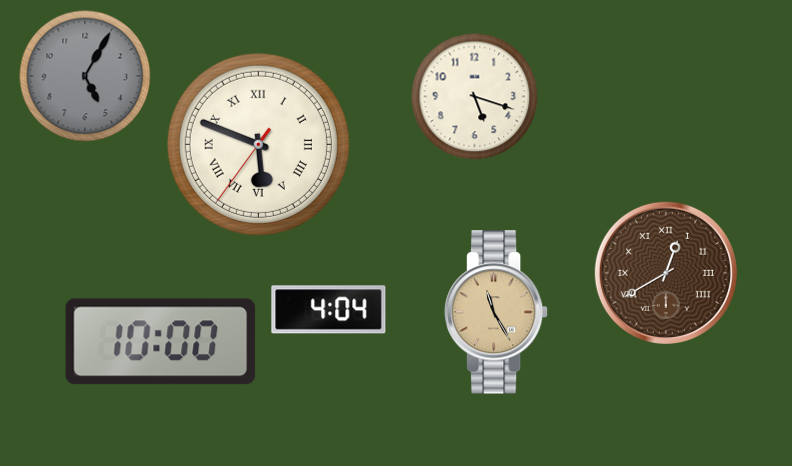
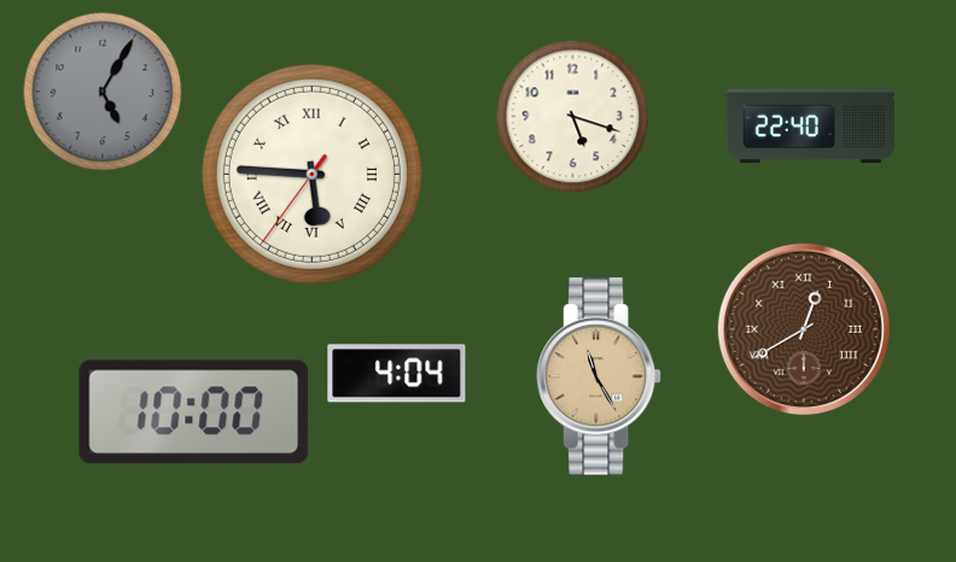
clock at (810, 125): none -> 22:40
clock at (258, 144): 5:48 -> 5:45
